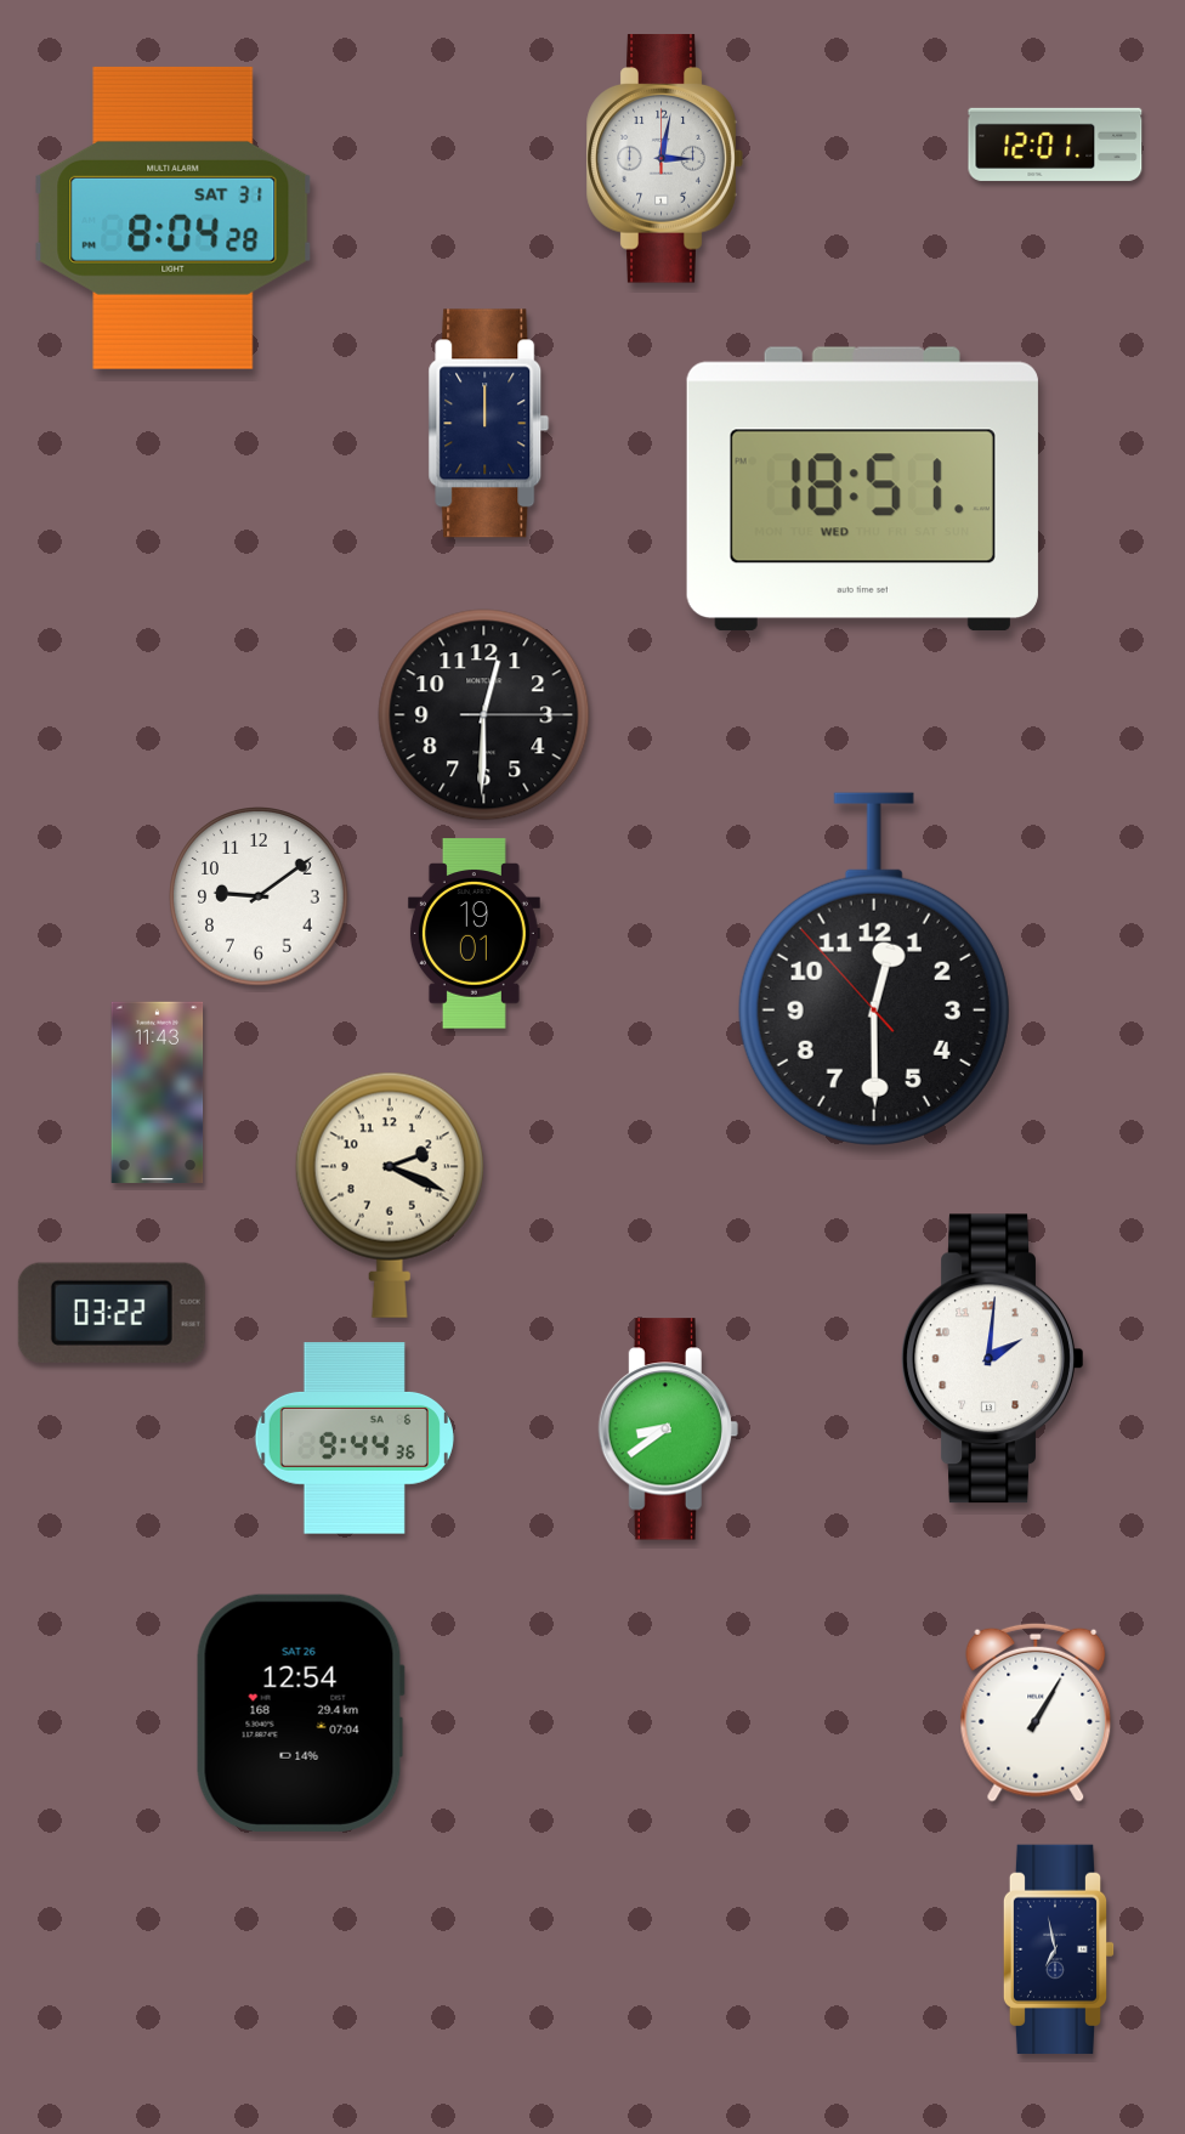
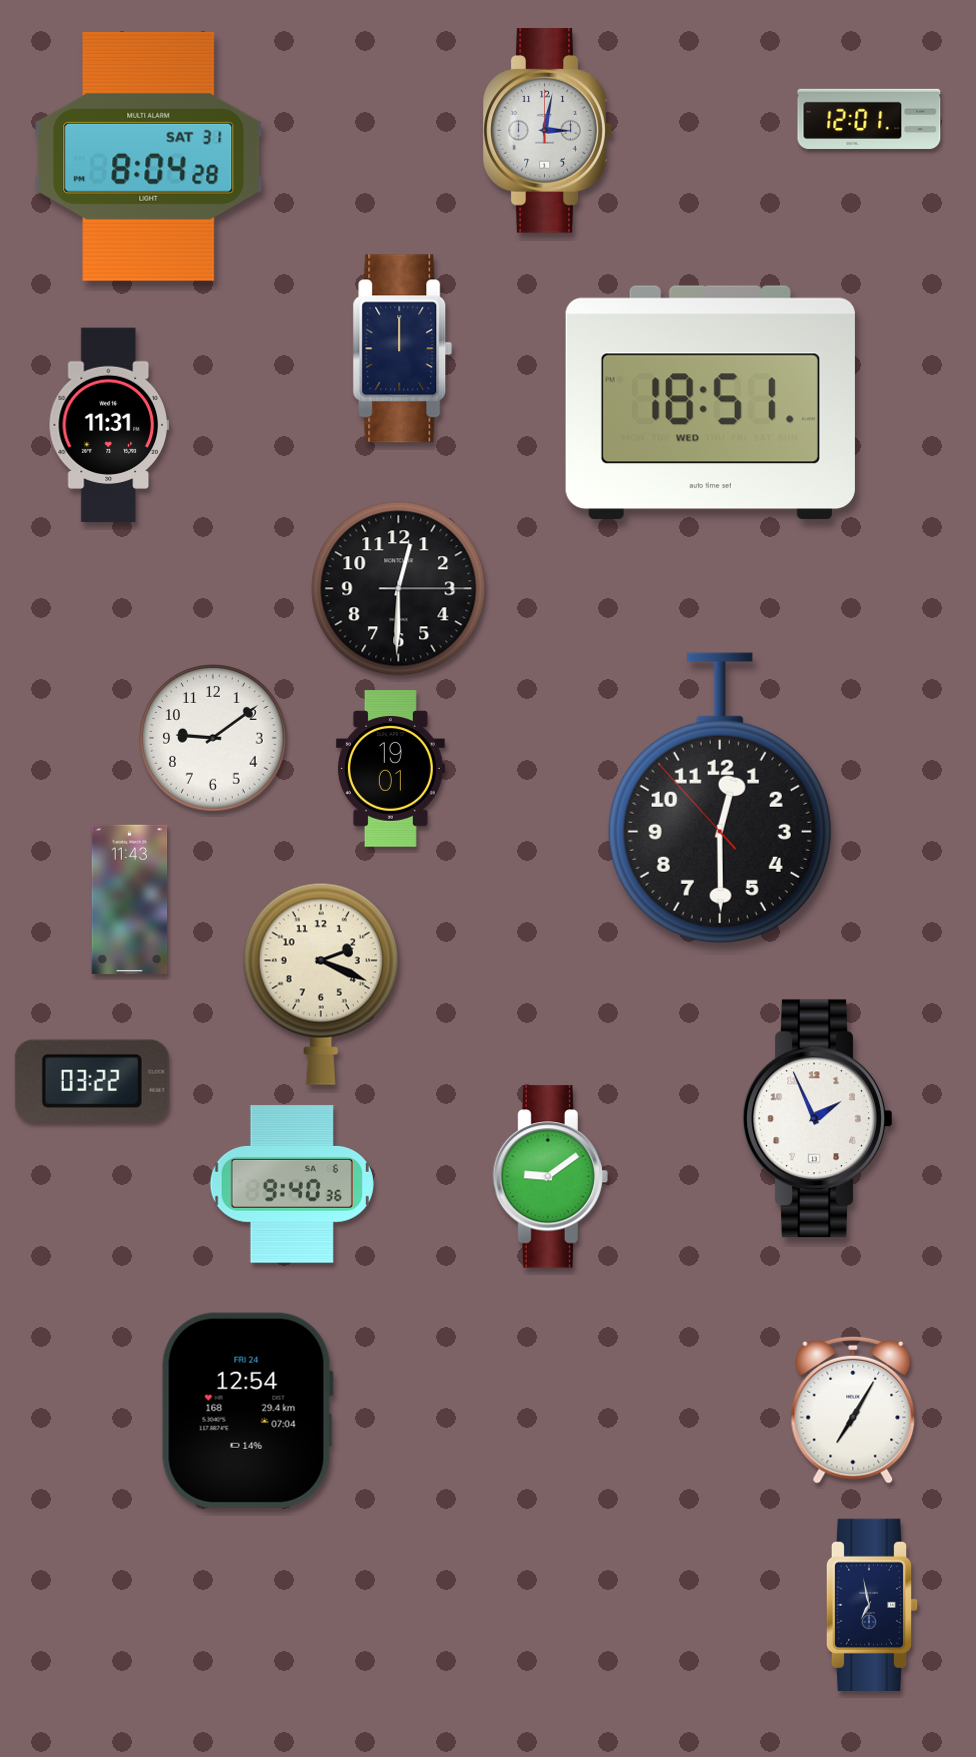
clock at (174, 217) position: (174, 217) -> (149, 156)
clock at (109, 425): none -> 11:31
clock at (993, 1359): 2:01 -> 1:56
clock at (668, 1430): 8:39 -> 9:09
clock at (355, 1438): 9:44 -> 9:40
clock at (300, 1713) date: SAT 26 -> FRI 24
clock at (1036, 1713): 1:05 -> 7:05
